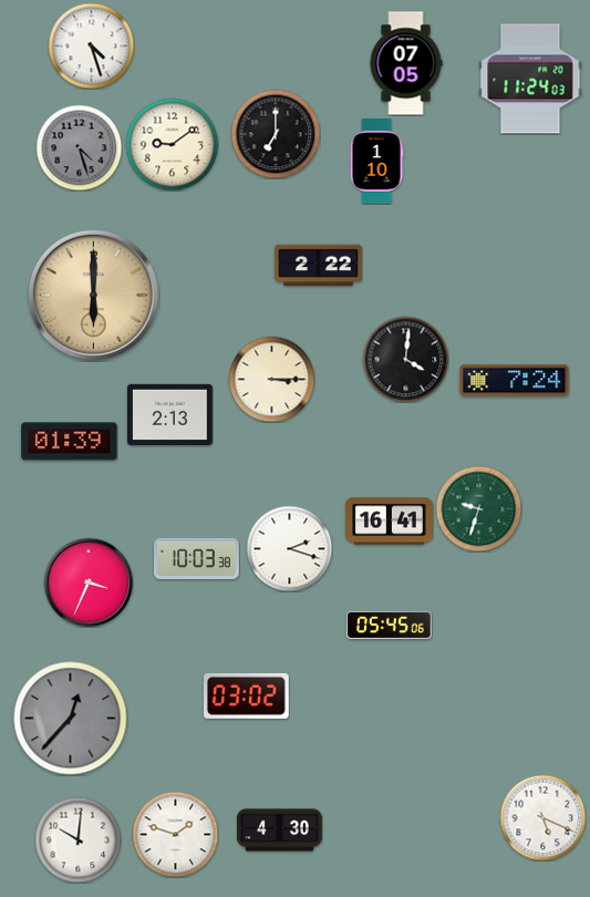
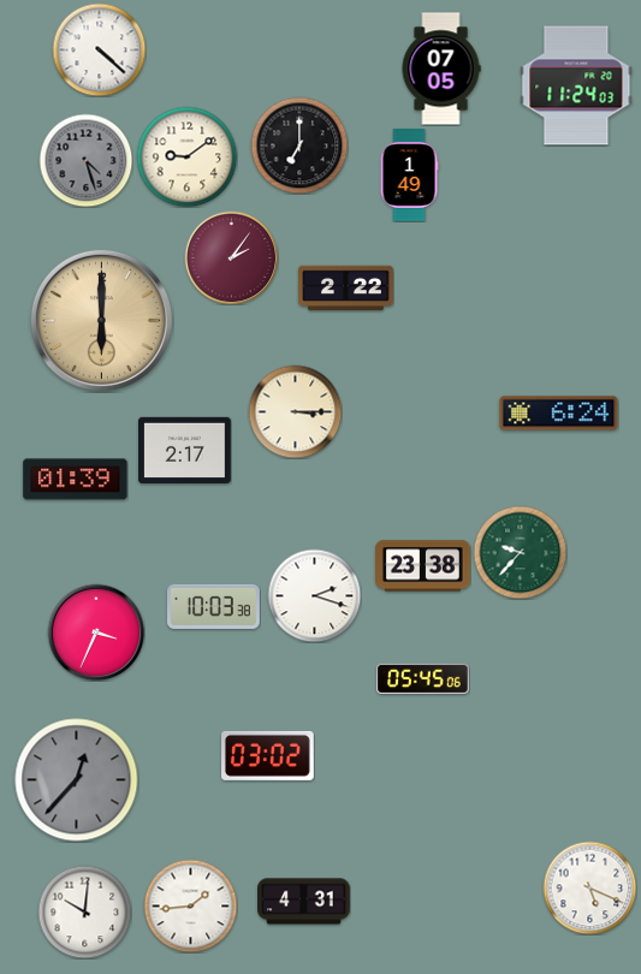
clock at (91, 45): 4:27 -> 4:22
clock at (376, 162): 1:10 -> 1:49
clock at (231, 257): none -> 2:06
clock at (405, 359): 4:01 -> none
clock at (515, 381): 7:24 -> 6:24
clock at (170, 414): 2:13 -> 2:17
clock at (478, 508): 9:33 -> 9:37
clock at (390, 522): 16:41 -> 23:38
clock at (280, 831): 4:30 -> 4:31
clock at (175, 834): 1:48 -> 1:44
